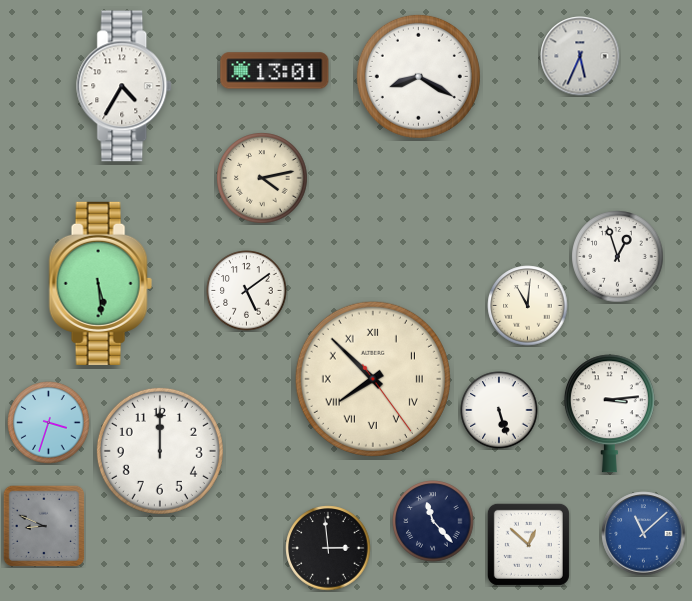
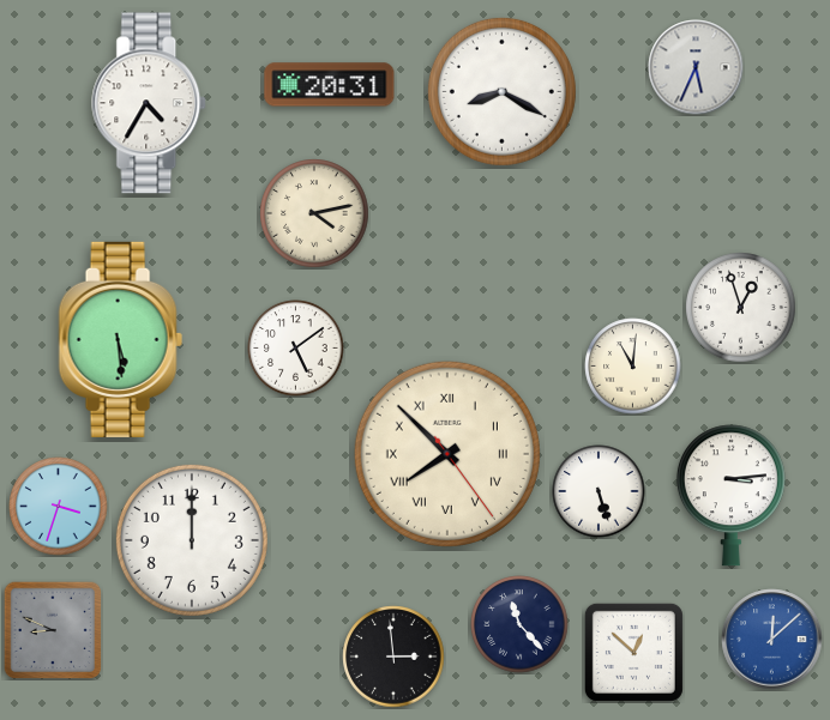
clock at (275, 71): 13:01 -> 20:31
clock at (644, 534): 11:08 -> 12:08
